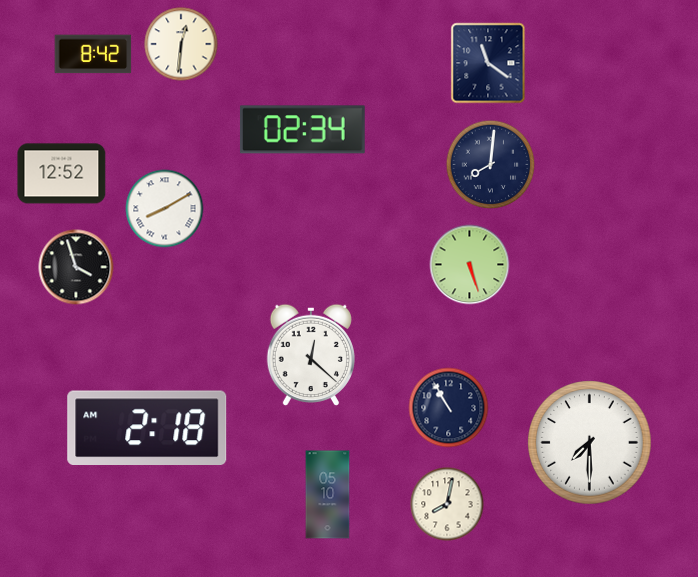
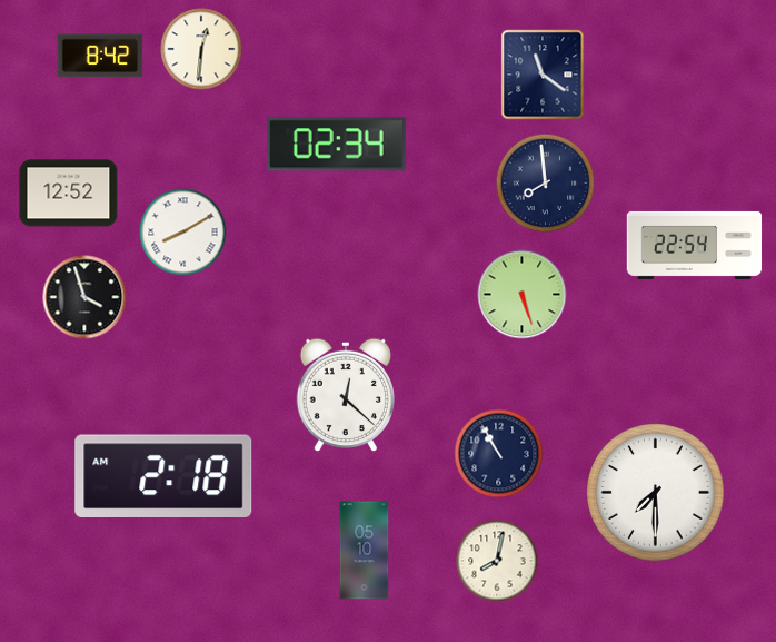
clock at (93, 54) position: (93, 54) -> (100, 56)
clock at (488, 63) position: (488, 63) -> (543, 75)
clock at (491, 165): 8:01 -> 7:59
clock at (695, 245): none -> 22:54
